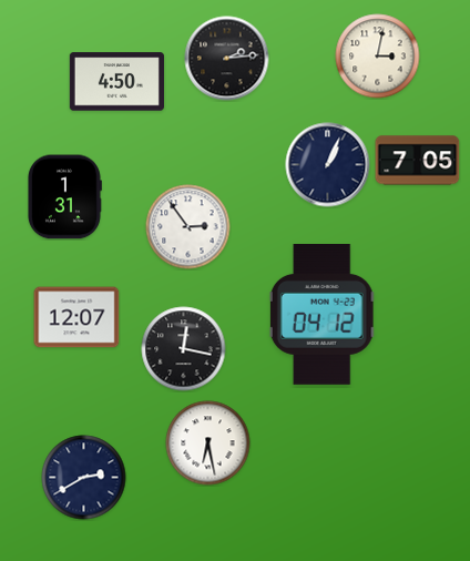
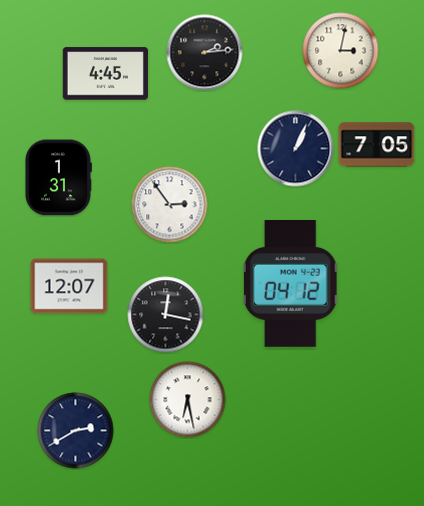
clock at (116, 82): 4:50 -> 4:45
